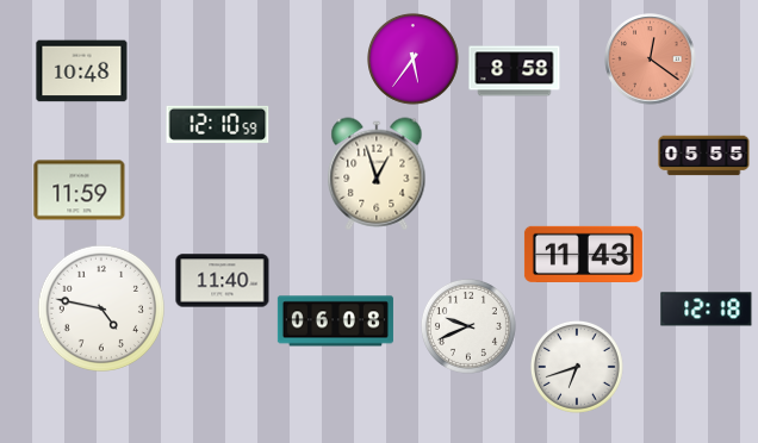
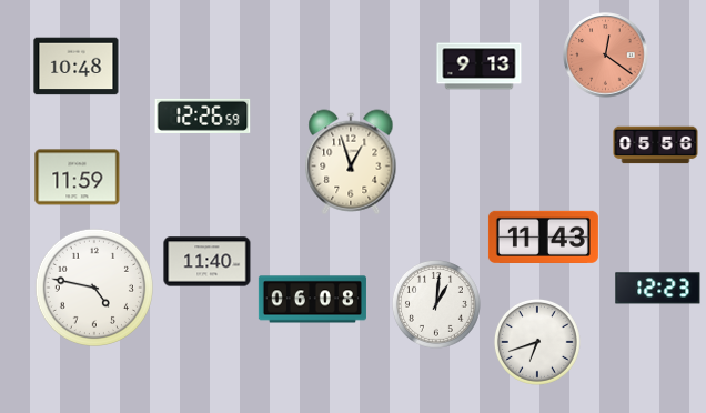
clock at (414, 60): 5:36 -> none
clock at (515, 71): 8:58 -> 9:13
clock at (218, 124): 12:10 -> 12:26
clock at (704, 156): 05:55 -> 05:56
clock at (80, 191) position: (80, 191) -> (78, 178)
clock at (707, 310): 12:18 -> 12:23
clock at (468, 326): 9:41 -> 1:01
